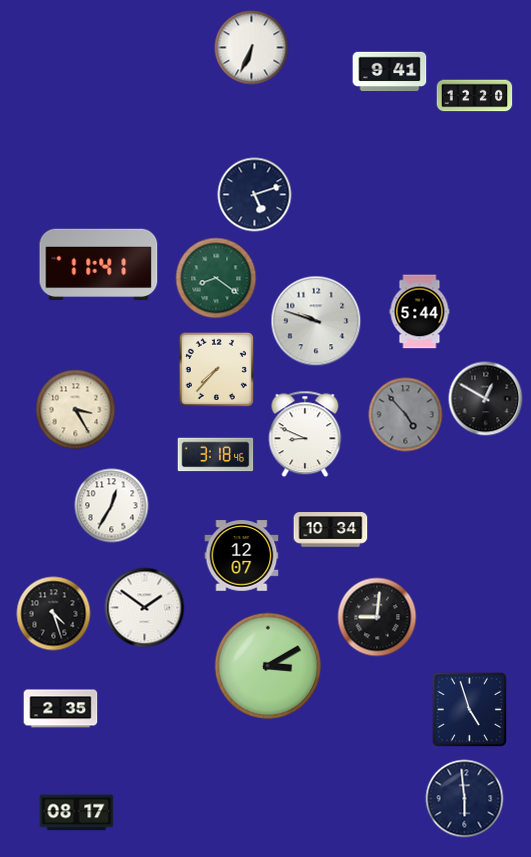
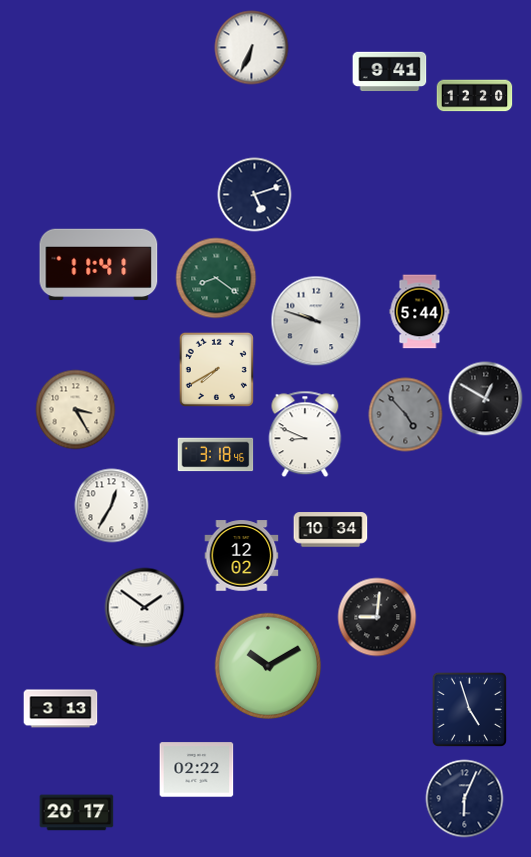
clock at (216, 369): 7:37 -> 7:40
clock at (242, 556): 12:07 -> 12:02
clock at (54, 614): 4:27 -> none
clock at (268, 666): 3:10 -> 10:10
clock at (61, 709): 2:35 -> 3:13
clock at (197, 770): none -> 02:22
clock at (465, 799): 5:59 -> 6:04
clock at (77, 813): 08:17 -> 20:17
